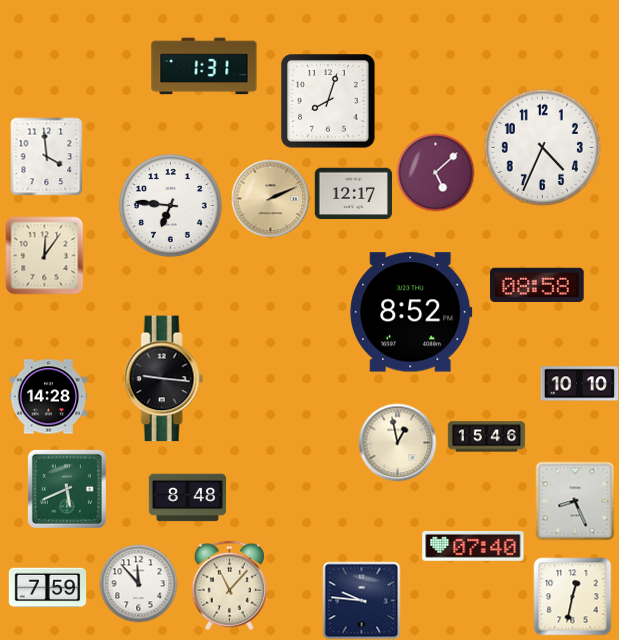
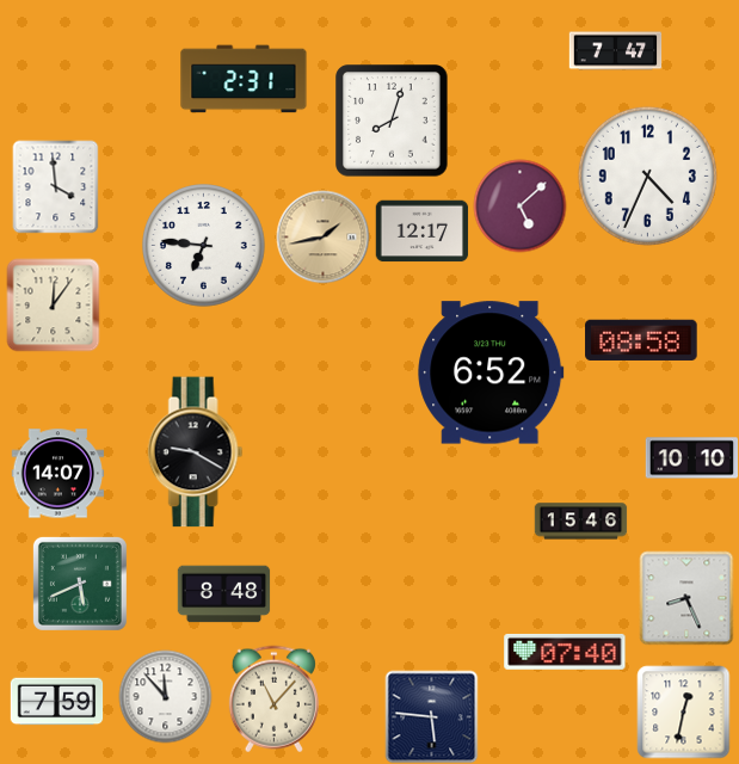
clock at (615, 51): none -> 7:47
clock at (204, 66): 1:31 -> 2:31
clock at (270, 198): 2:11 -> 1:43
clock at (411, 312): 8:52 -> 6:52
clock at (164, 379): 9:16 -> 9:20
clock at (48, 397): 14:28 -> 14:07
clock at (397, 442): 12:58 -> none
clock at (361, 600): 9:46 -> 5:46
